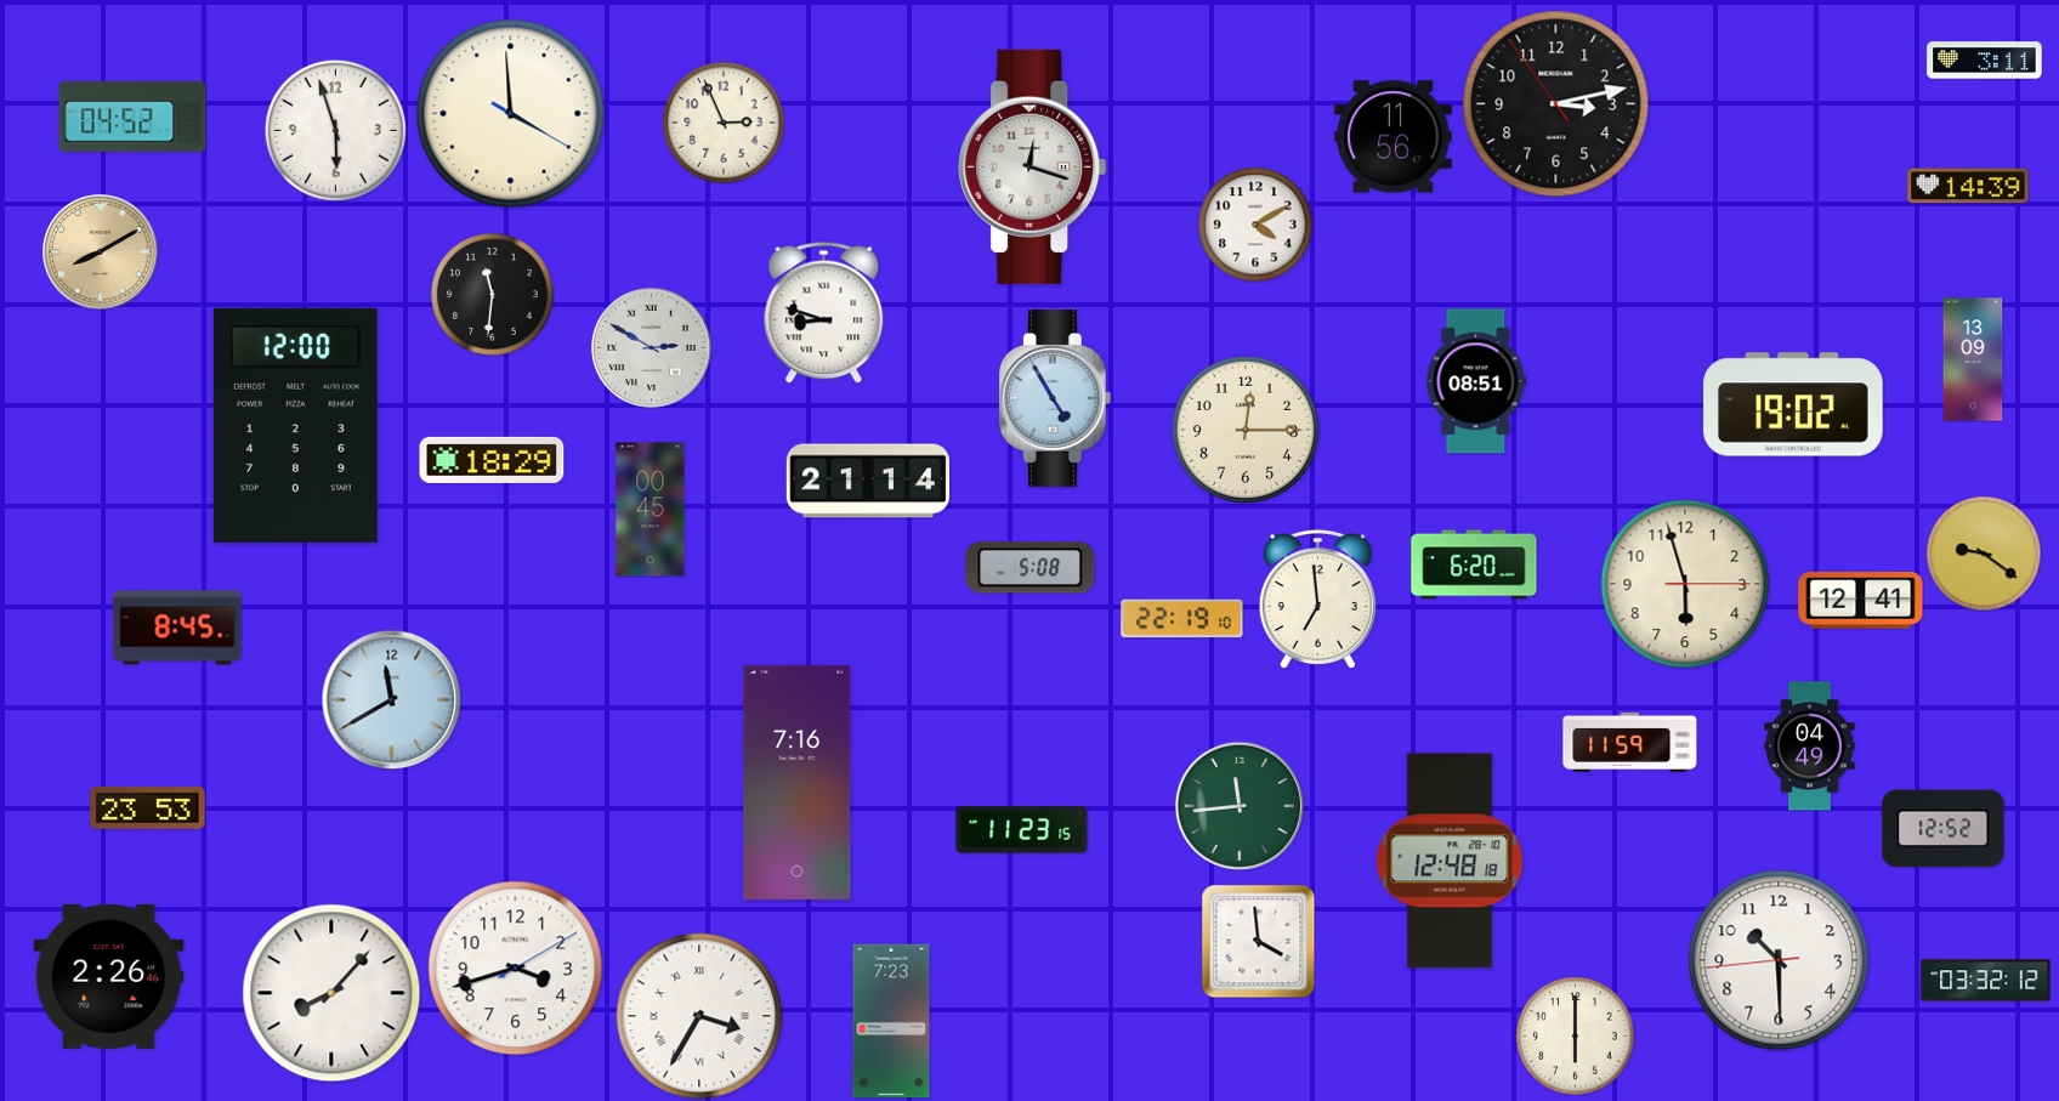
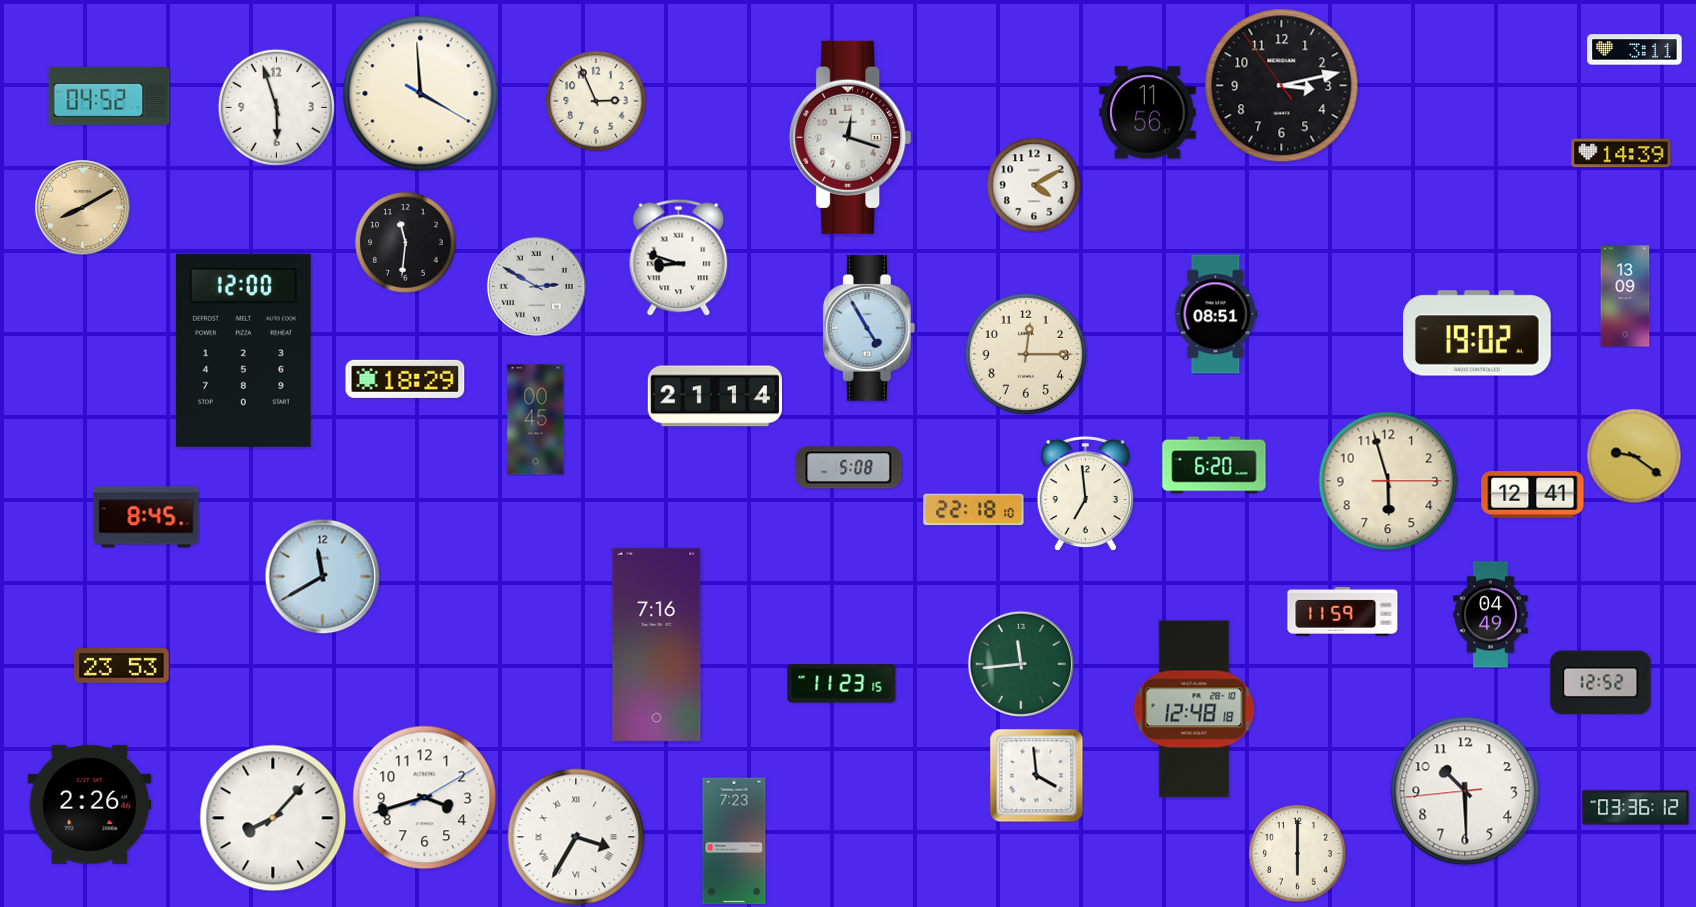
clock at (1182, 619): 22:19 -> 22:18
clock at (1986, 981): 03:32 -> 03:36
